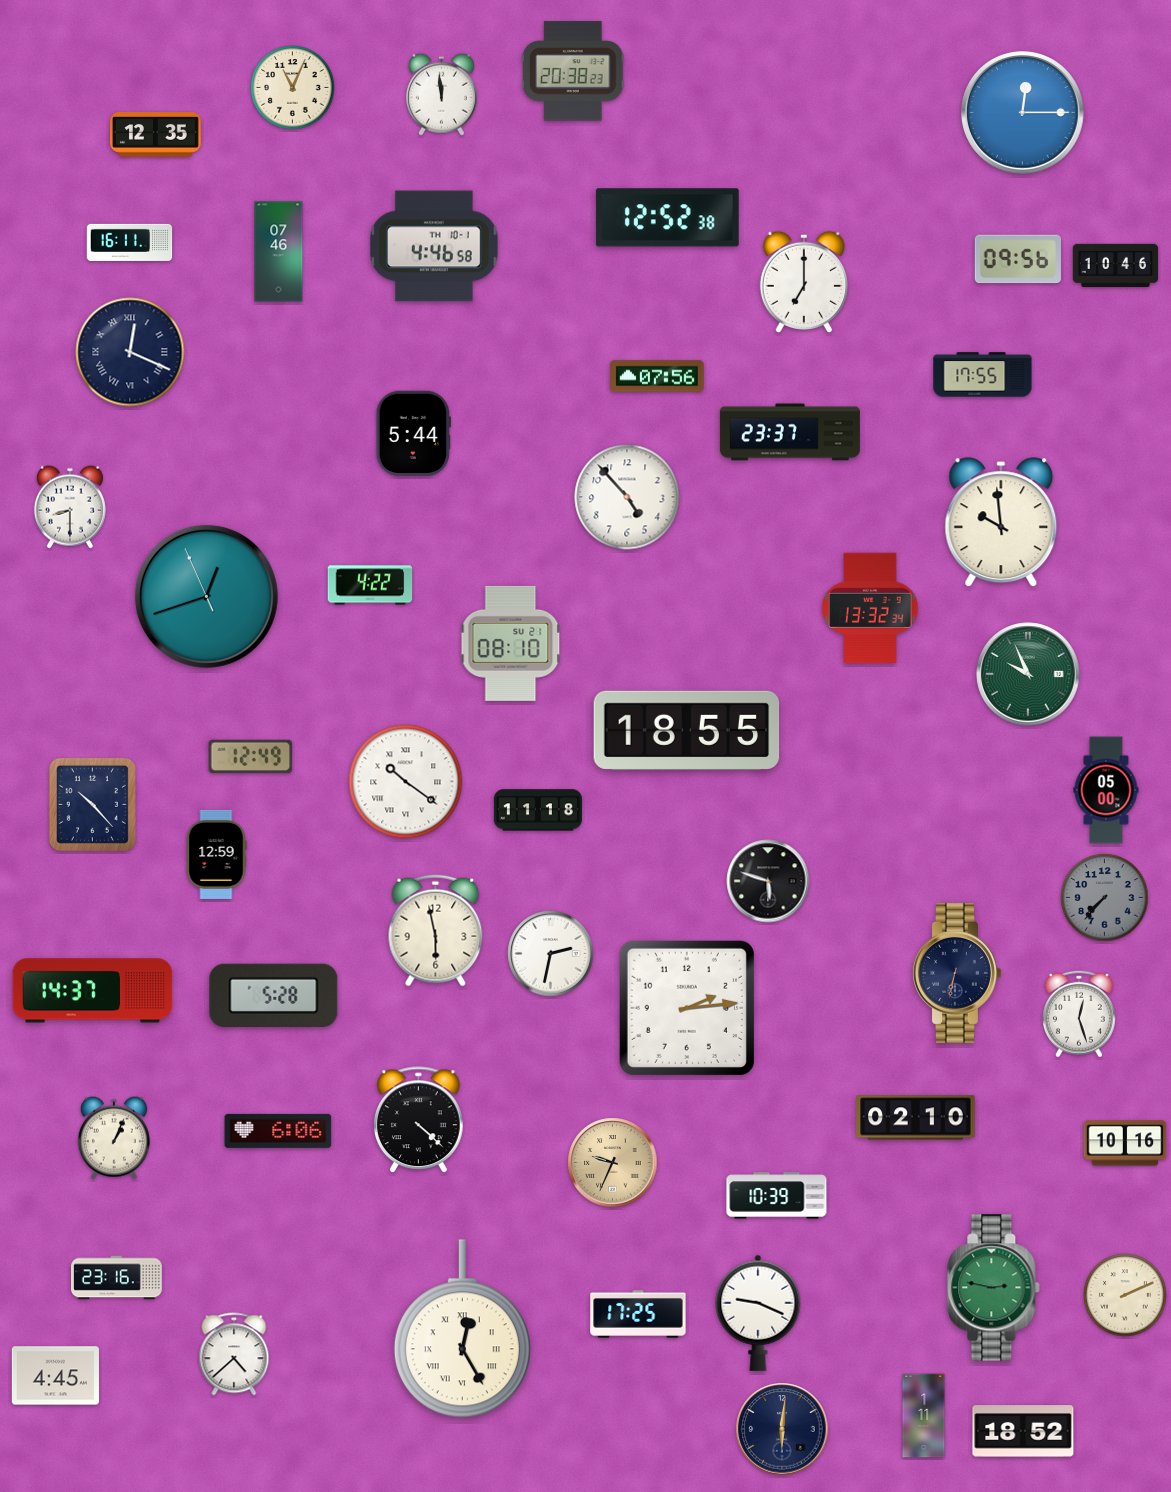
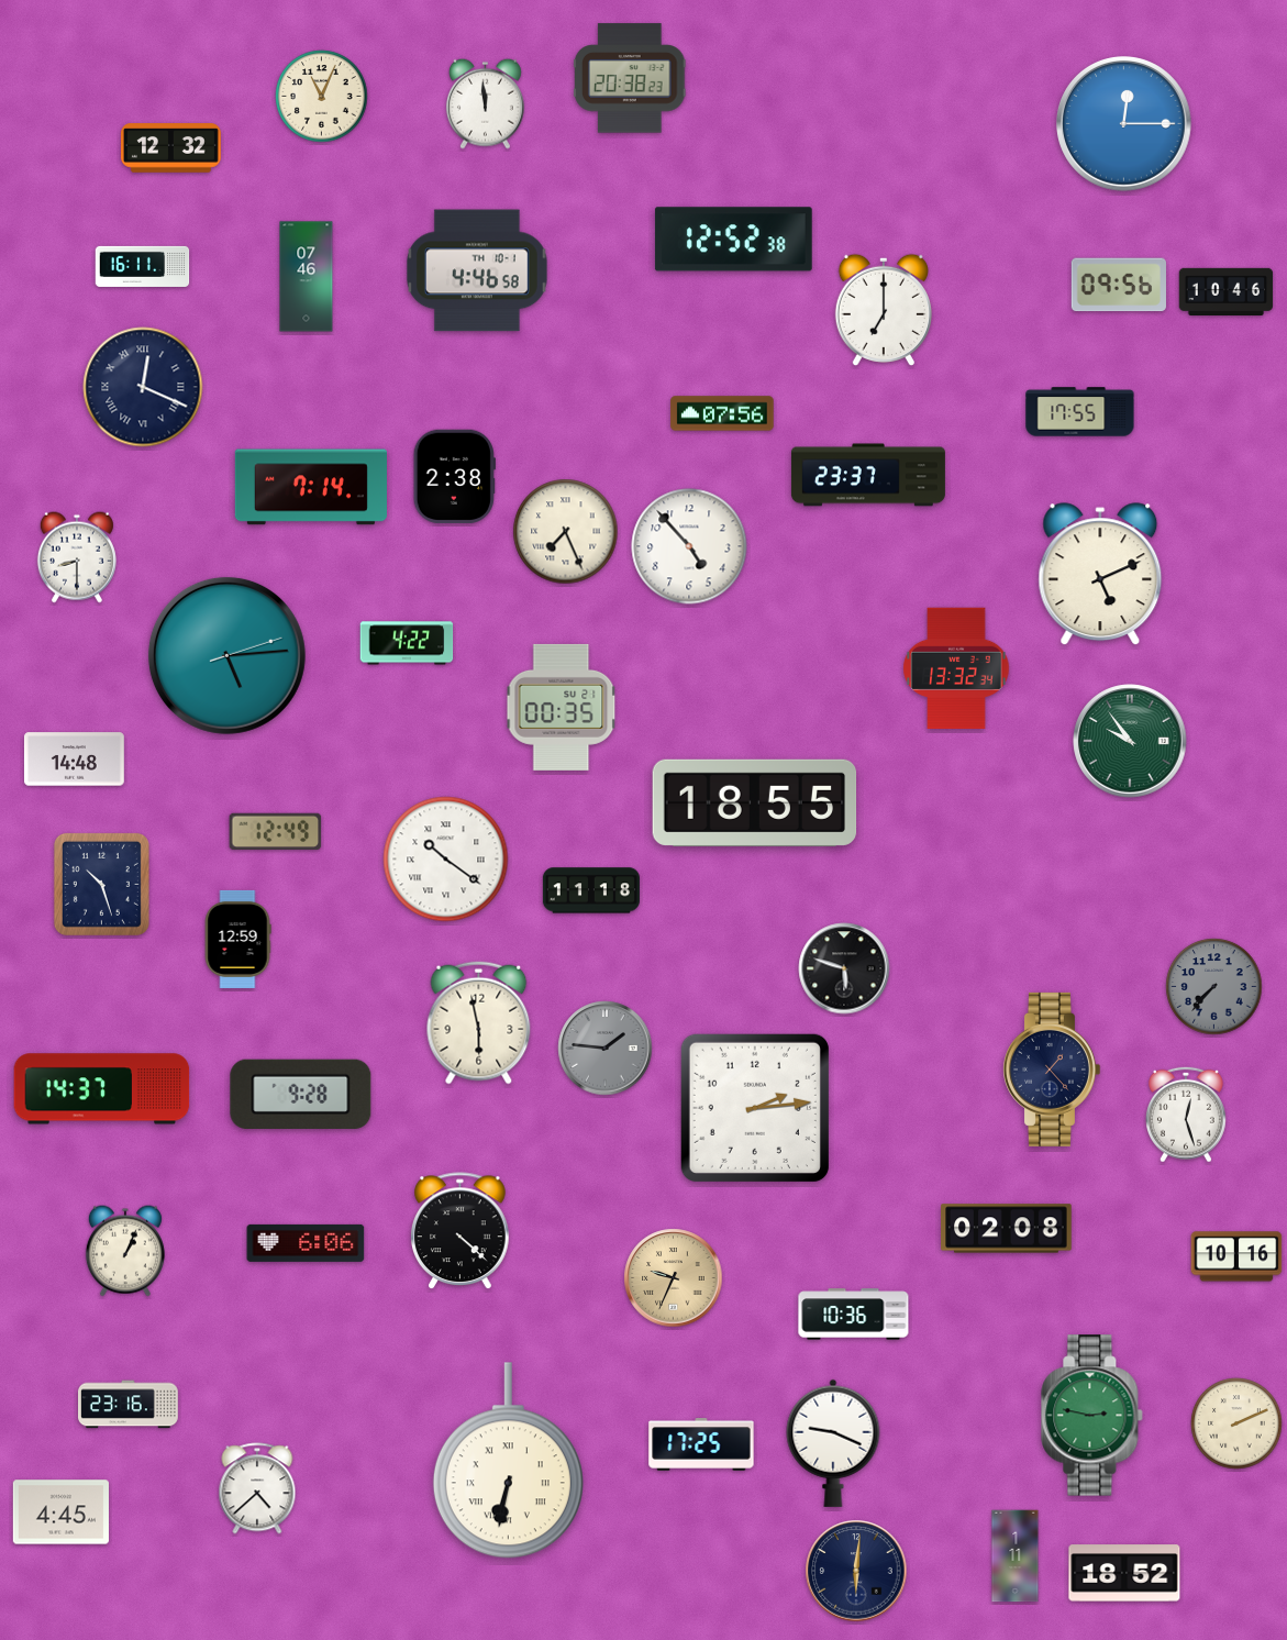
clock at (156, 135): 12:35 -> 12:32
clock at (413, 434): 5:44 -> 2:38
clock at (311, 487): none -> 7:14
clock at (566, 532): none -> 7:26
clock at (1001, 523): 9:59 -> 5:11
clock at (206, 596): 12:41 -> 5:14
clock at (511, 643): 08:10 -> 00:35
clock at (1028, 674): 9:56 -> 9:54
clock at (74, 760): none -> 14:48
clock at (1106, 790): 05:00 -> none
clock at (92, 804): 10:23 -> 10:27
clock at (551, 954): 2:32 -> 1:46
clock at (551, 954) dial: white -> grey
clock at (956, 973): 6:32 -> 1:23
clock at (274, 995): 5:28 -> 9:28
clock at (916, 1118): 02:10 -> 02:08
clock at (777, 1196): 10:39 -> 10:36
clock at (462, 1329): 12:25 -> 6:32
clock at (782, 1429) position: (782, 1429) -> (856, 1571)
